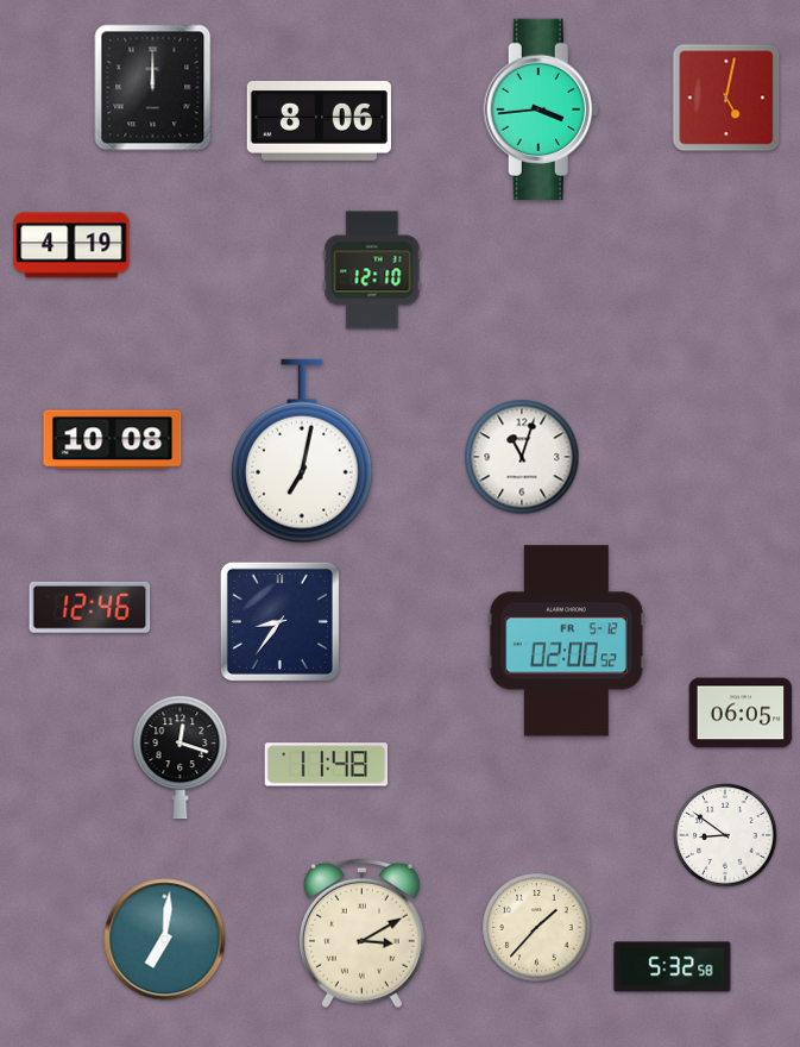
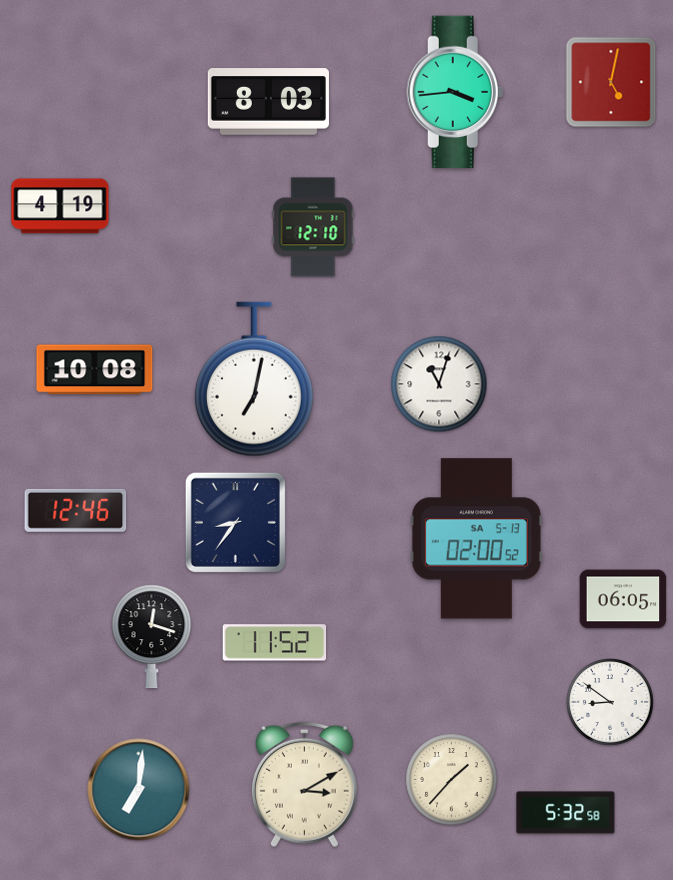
clock at (153, 88): 12:00 -> none
clock at (319, 121): 8:06 -> 8:03
clock at (566, 641) date: FR 5-12 -> SA 5-13
clock at (327, 765): 11:48 -> 11:52
